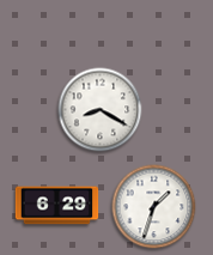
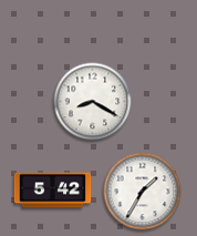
clock at (57, 206): 6:29 -> 5:42
clock at (154, 207): 1:33 -> 1:35
